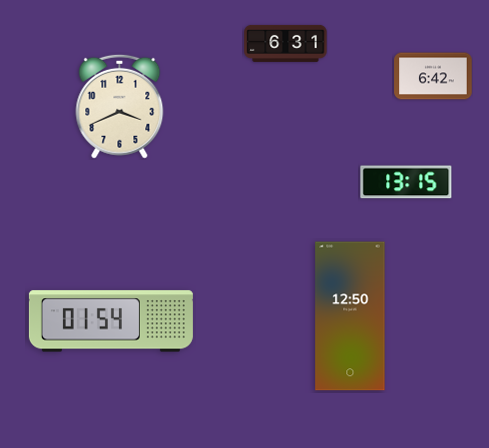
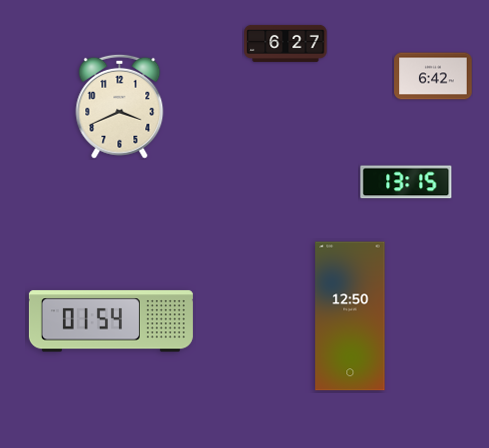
clock at (286, 43): 6:31 -> 6:27
